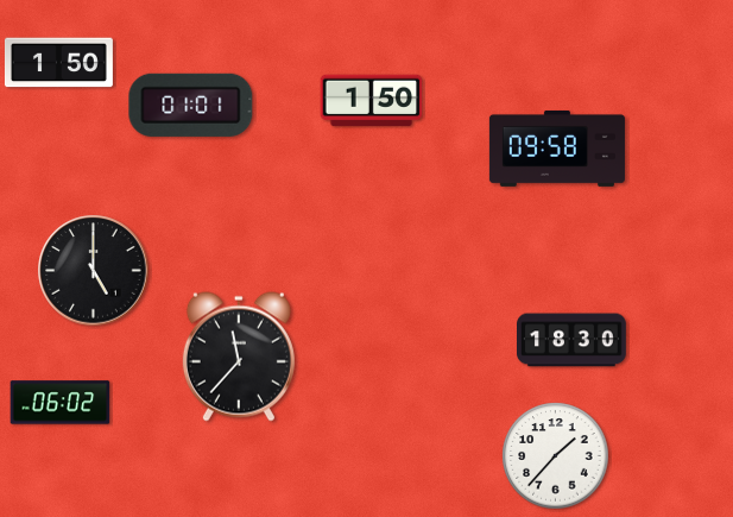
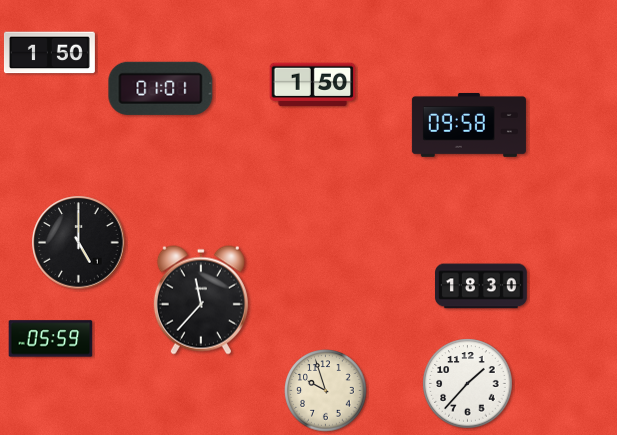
clock at (94, 271) position: (94, 271) -> (79, 243)
clock at (61, 403): 06:02 -> 05:59
clock at (326, 391): none -> 9:57
